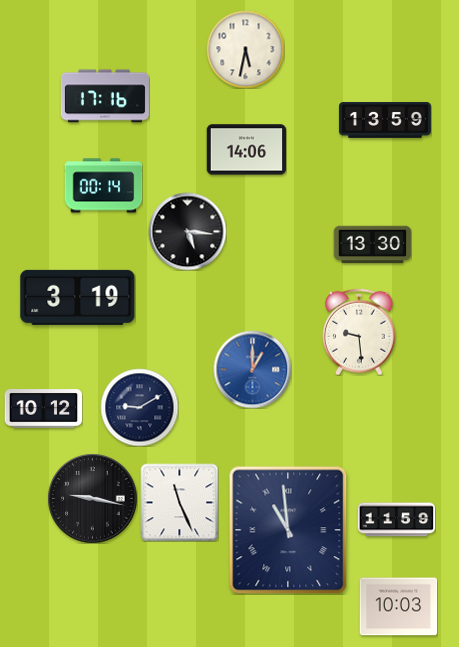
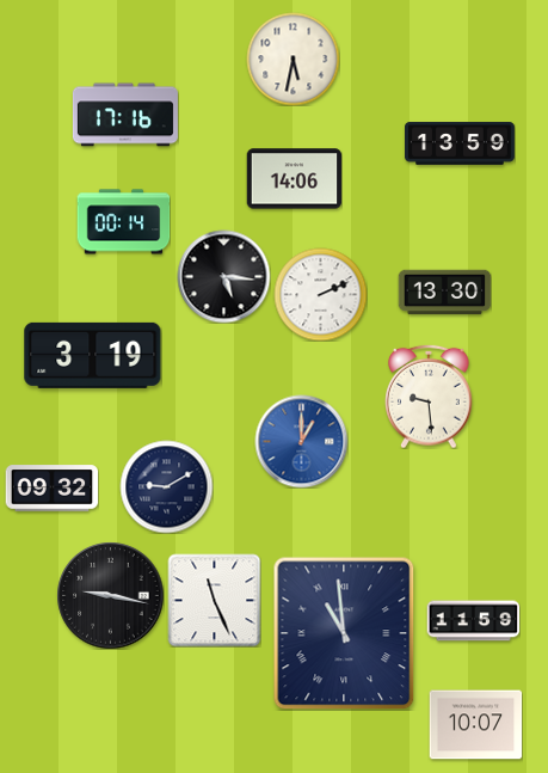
clock at (320, 294): none -> 2:11
clock at (43, 409): 10:12 -> 09:32
clock at (398, 607): 10:03 -> 10:07
